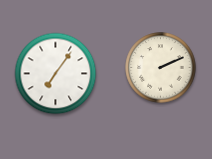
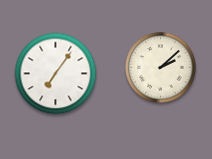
clock at (161, 68): 2:11 -> 2:08
